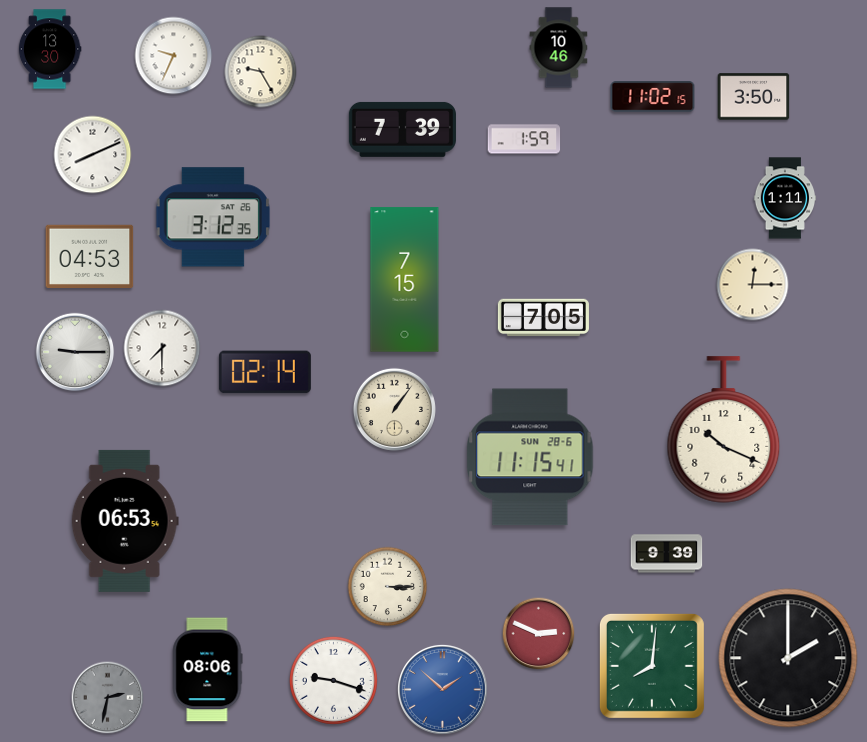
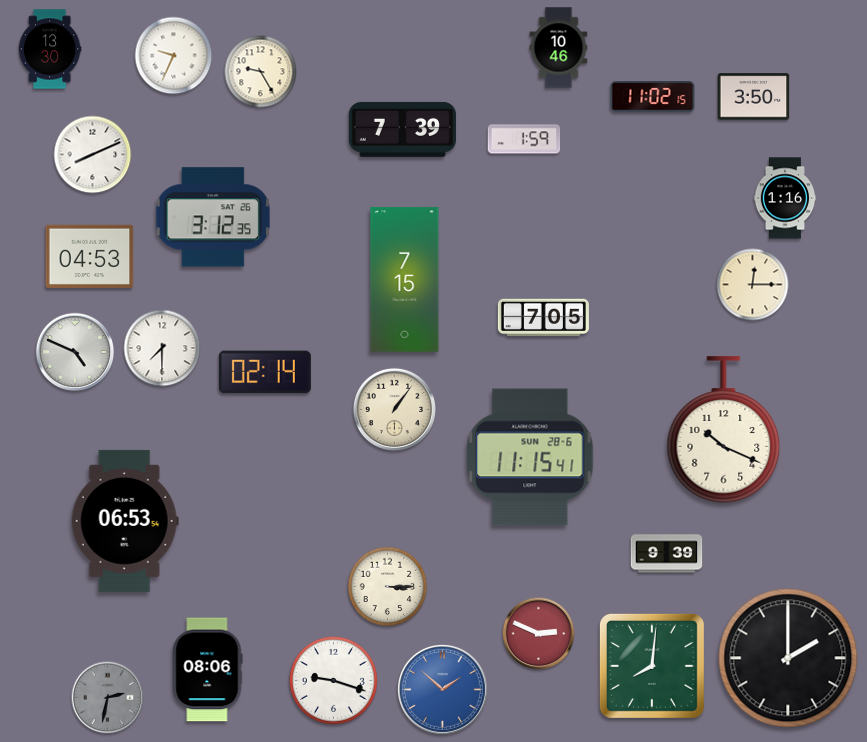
clock at (785, 198): 1:11 -> 1:16
clock at (75, 352): 9:15 -> 4:49
